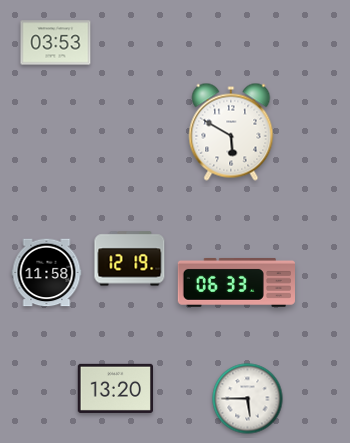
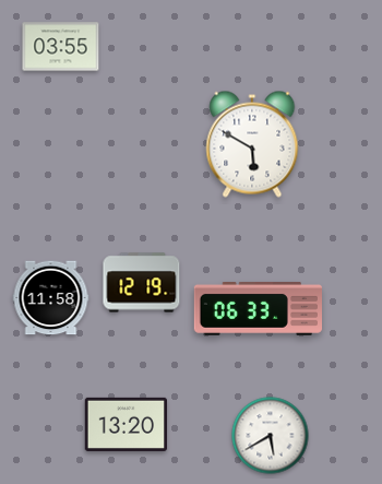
clock at (56, 43): 03:53 -> 03:55
clock at (248, 399): 5:45 -> 5:40
